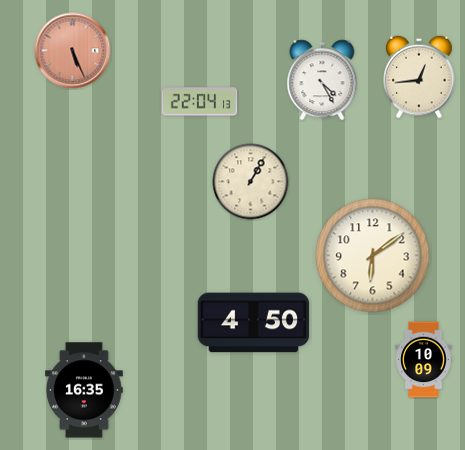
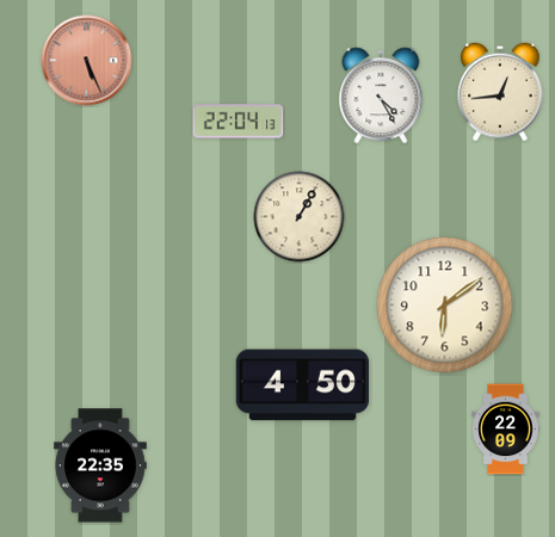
clock at (322, 80) position: (322, 80) -> (381, 95)
clock at (424, 360): 10:09 -> 22:09
clock at (85, 390): 16:35 -> 22:35
